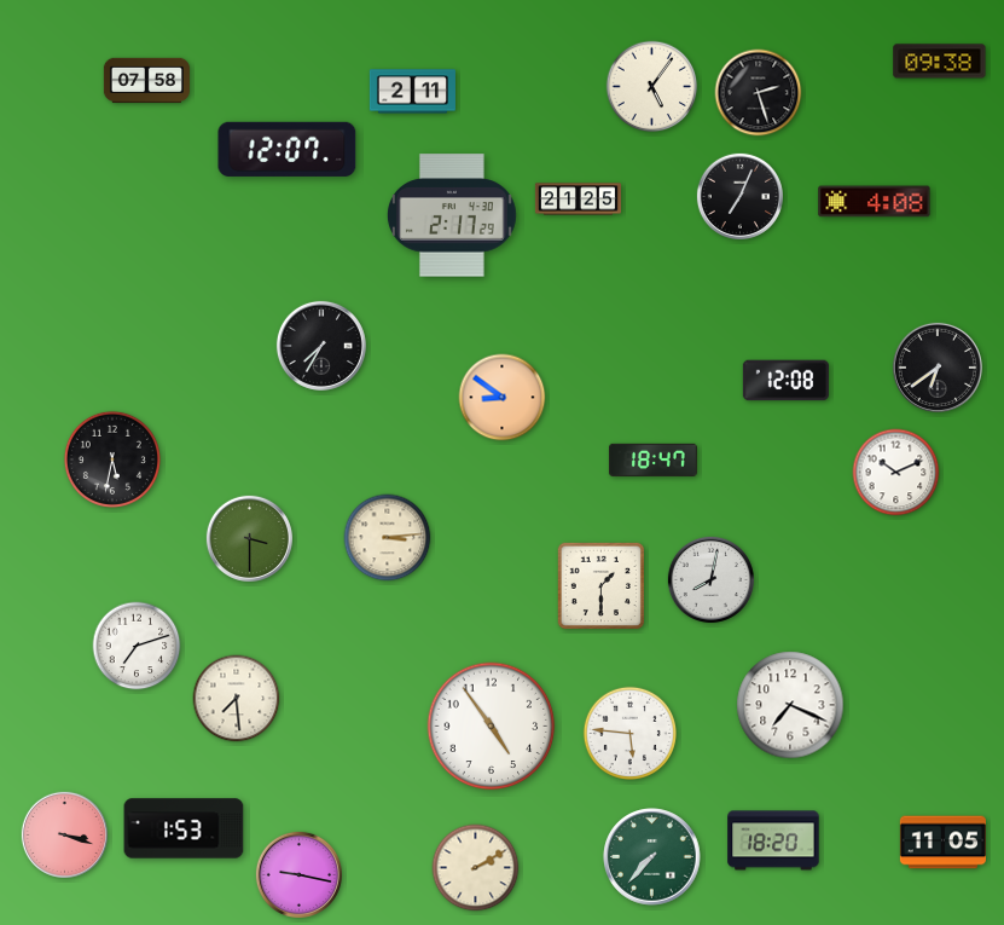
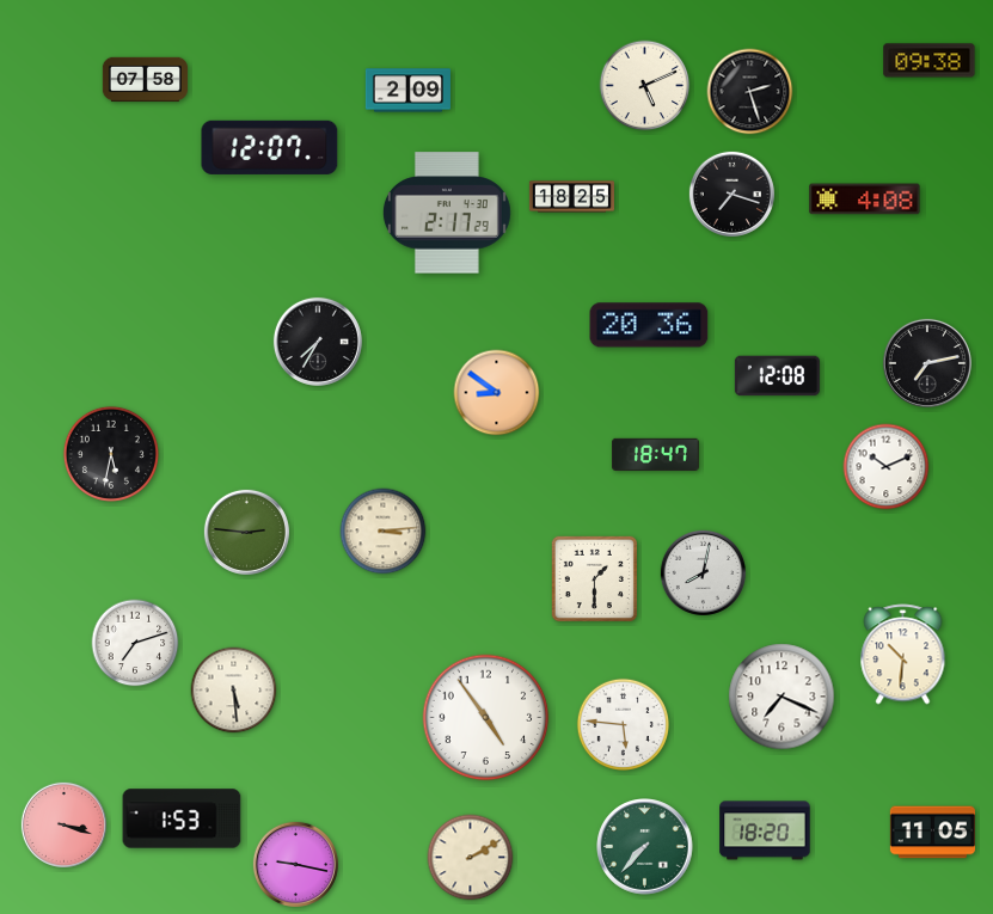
clock at (652, 87): 5:06 -> 5:11
clock at (412, 92): 2:11 -> 2:09
clock at (288, 149) position: (288, 149) -> (270, 147)
clock at (739, 196): 7:04 -> 7:18
clock at (578, 200): 21:25 -> 18:25
clock at (649, 325): none -> 20:36
clock at (938, 368): 6:39 -> 7:13
clock at (654, 459) position: (654, 459) -> (656, 454)
clock at (249, 538): 3:30 -> 2:46
clock at (137, 646) position: (137, 646) -> (135, 643)
clock at (903, 655): none -> 10:31
clock at (237, 699): 7:29 -> 5:29
